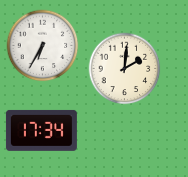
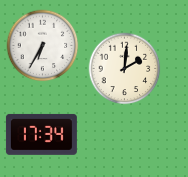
clock at (41, 130) position: (41, 130) -> (41, 134)
